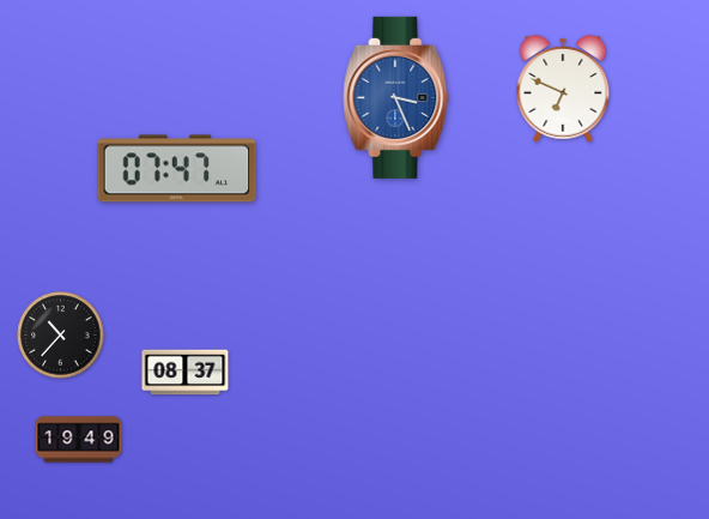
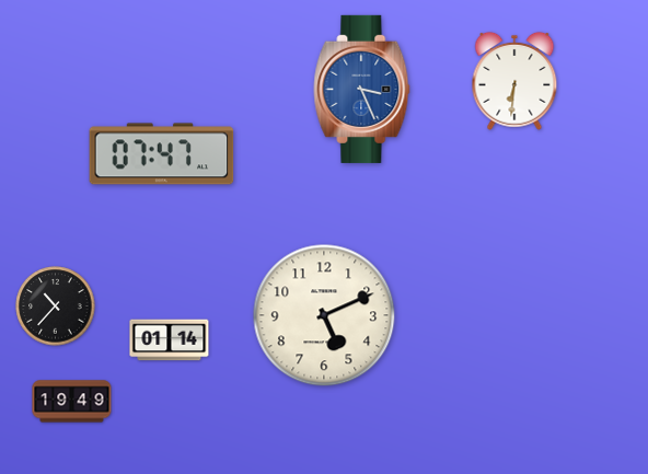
clock at (563, 89): 6:49 -> 6:31
clock at (324, 315): none -> 5:11
clock at (186, 373): 08:37 -> 01:14
